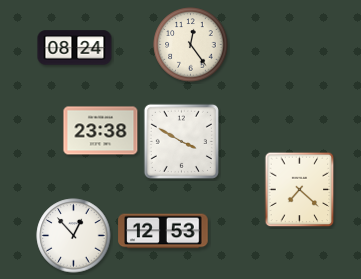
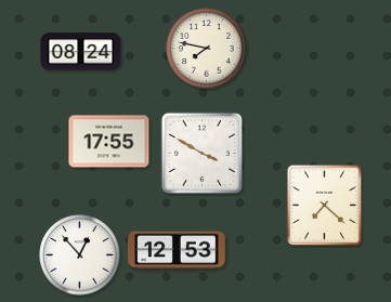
clock at (191, 45): 12:24 -> 7:47
clock at (101, 131): 23:38 -> 17:55
clock at (181, 141) position: (181, 141) -> (201, 153)
